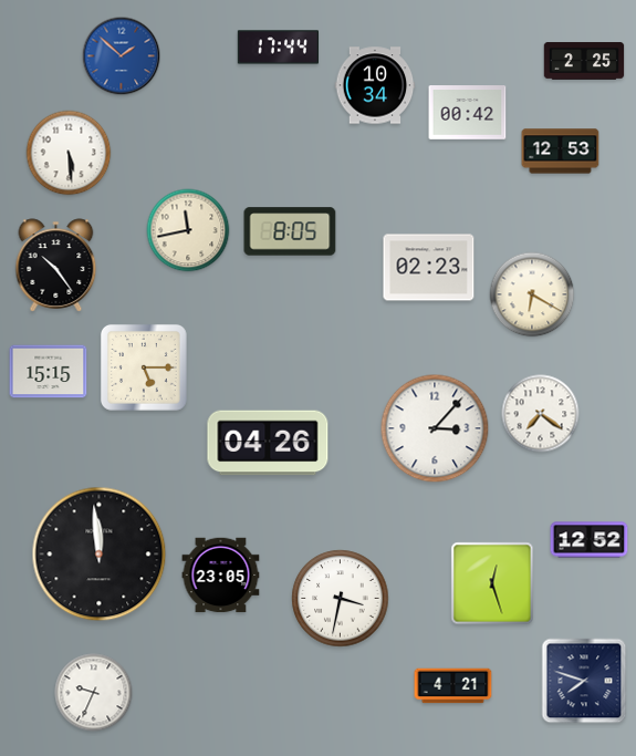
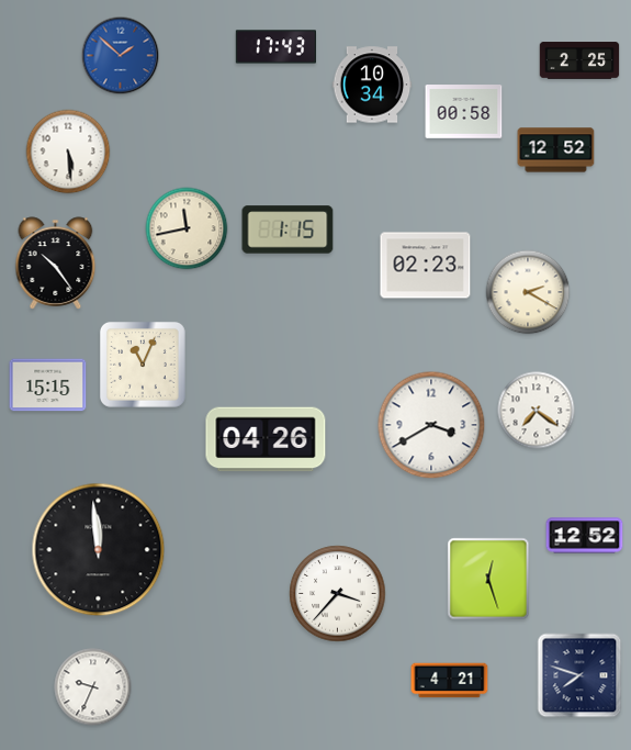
clock at (278, 48): 17:44 -> 17:43
clock at (468, 113): 00:42 -> 00:58
clock at (561, 152): 12:53 -> 12:52
clock at (290, 231): 8:05 -> 1:15
clock at (532, 294): 6:20 -> 2:20
clock at (144, 367): 5:15 -> 11:04
clock at (49, 372) position: (49, 372) -> (48, 385)
clock at (435, 428): 3:07 -> 3:40
clock at (221, 576): 23:05 -> none
clock at (341, 599): 3:32 -> 3:37
